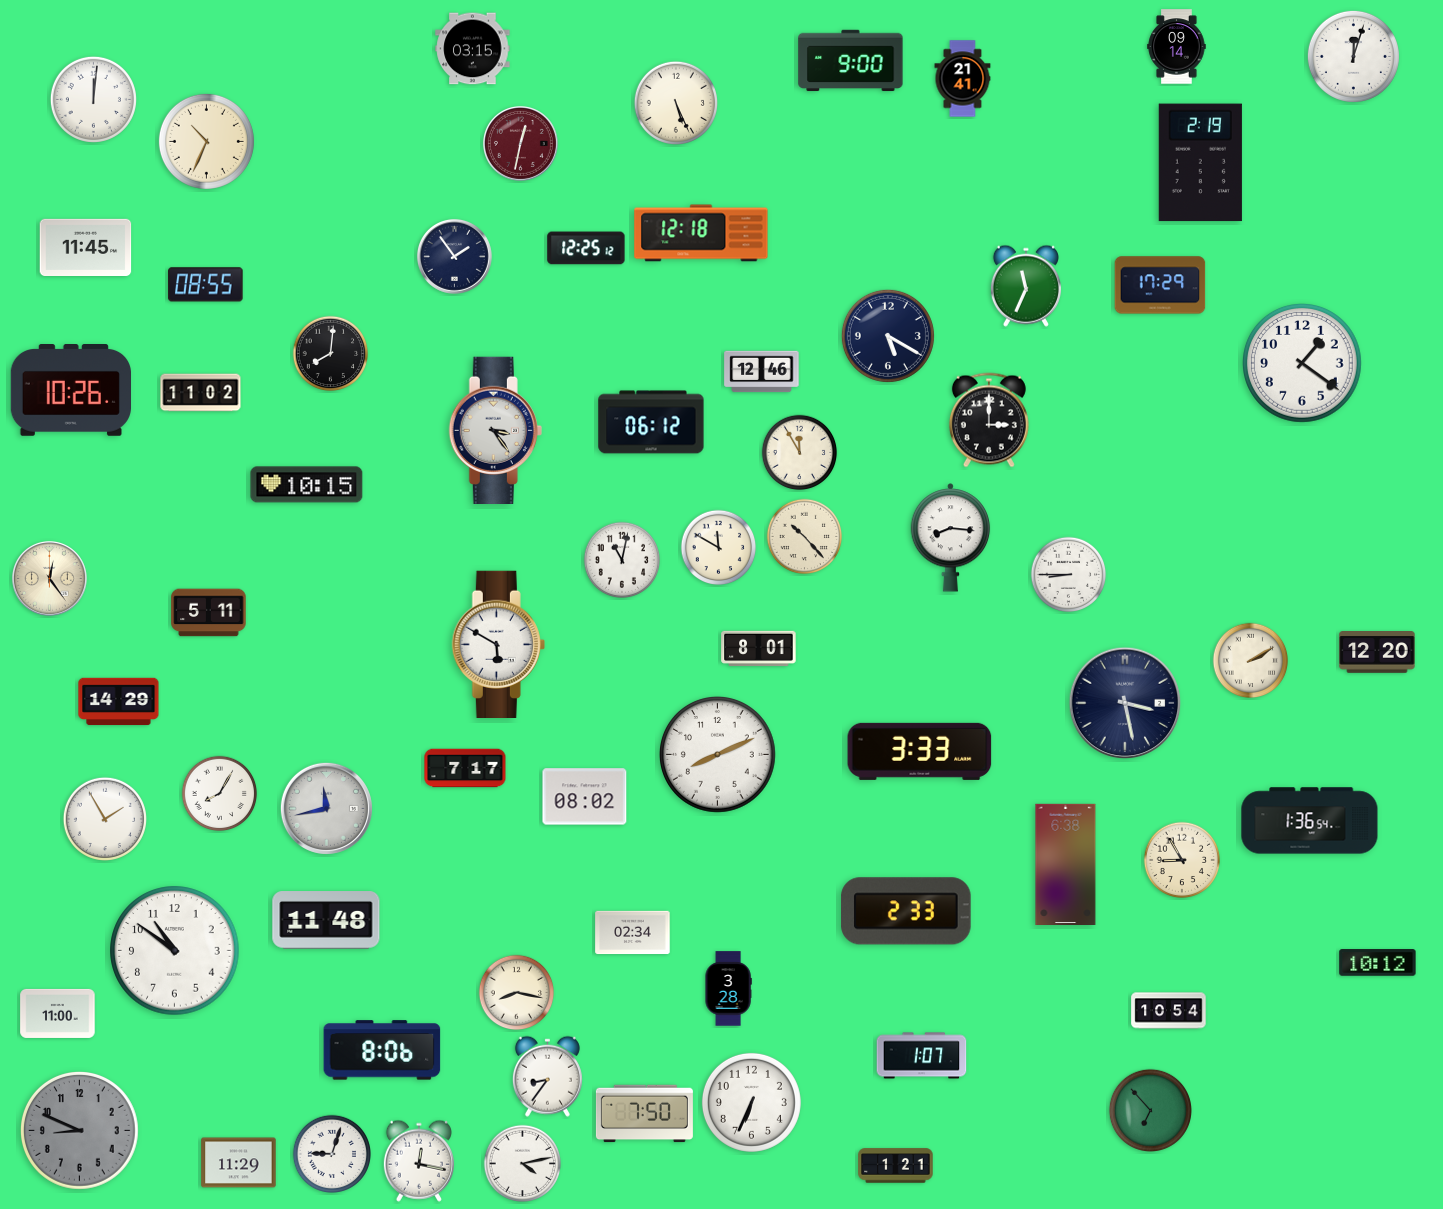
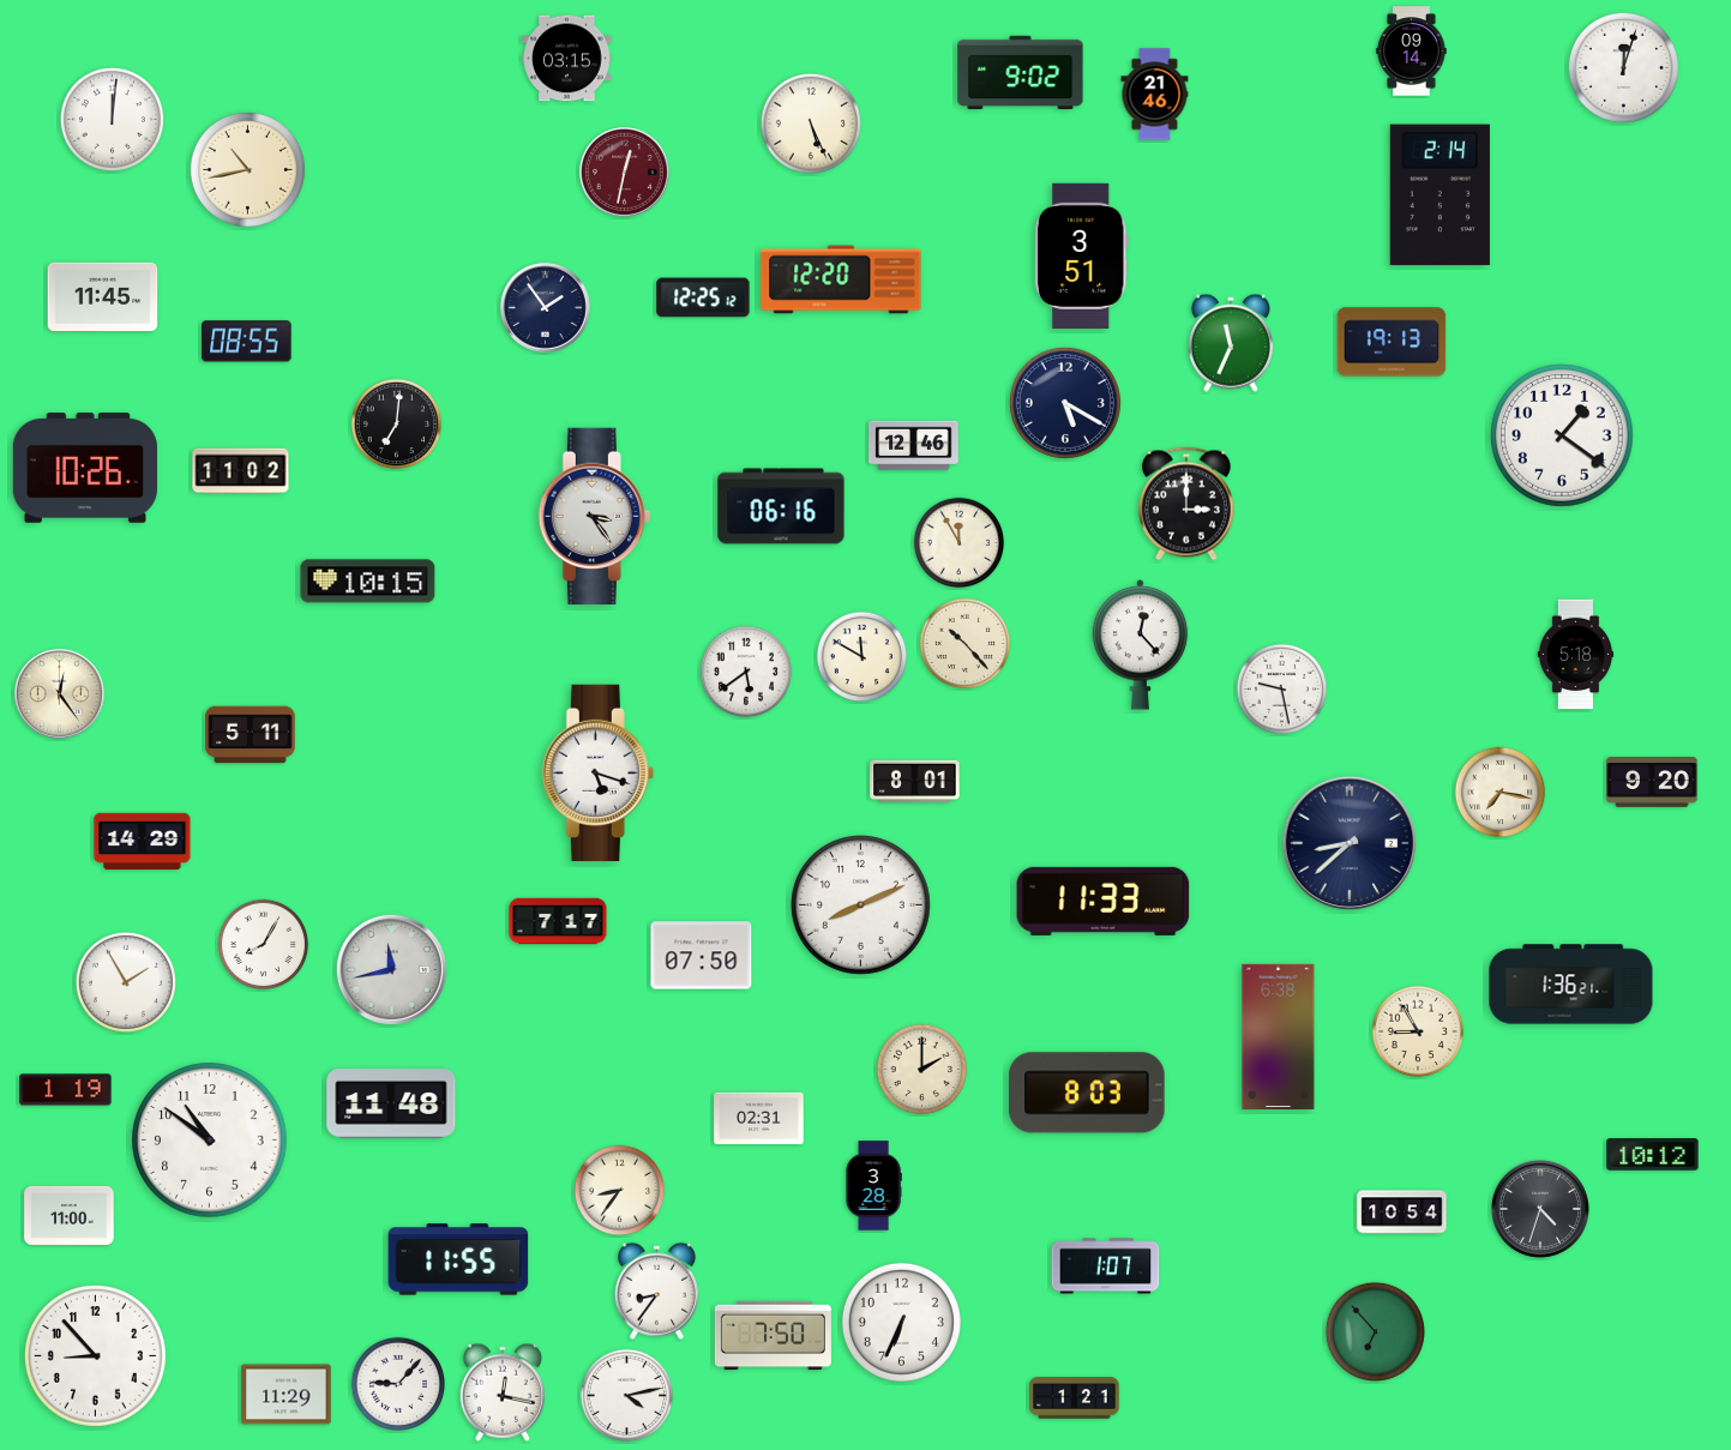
clock at (1177, 47) position: (1177, 47) -> (1412, 52)
clock at (851, 61): 9:00 -> 9:02
clock at (963, 79): 21:41 -> 21:46
clock at (206, 141): 10:34 -> 10:43
clock at (1200, 163): 2:19 -> 2:14
clock at (1081, 255): none -> 3:51
clock at (701, 233): 12:18 -> 12:20
clock at (1160, 285): 17:29 -> 19:13
clock at (331, 354): 8:01 -> 7:01
clock at (651, 422): 06:12 -> 06:16
clock at (951, 538): 8:16 -> 12:23
clock at (1576, 655): none -> 5:18
clock at (622, 560): 11:02 -> 5:39
clock at (1069, 575): 8:45 -> 9:28
clock at (498, 644): 5:50 -> 5:18
clock at (759, 649) position: (759, 649) -> (915, 782)
clock at (1377, 652): 12:20 -> 9:20
clock at (1251, 661): 2:10 -> 7:17
clock at (1125, 703): 3:28 -> 8:38
clock at (920, 751): 3:33 -> 11:33
clock at (220, 794) position: (220, 794) -> (264, 945)
clock at (585, 797): 08:02 -> 07:50
clock at (1310, 821): 1:36:54 -> 1:36:21
clock at (922, 1070): none -> 2:00
clock at (66, 1090): none -> 1:19
clock at (906, 911): 2:33 -> 8:03
clock at (633, 933): 02:34 -> 02:31
clock at (517, 993): 8:17 -> 8:36
clock at (1540, 1209): none -> 4:33
clock at (382, 1050): 8:06 -> 11:55
clock at (1150, 1110) position: (1150, 1110) -> (1375, 1331)
clock at (80, 1131): 8:49 -> 8:53
clock at (80, 1131) dial: grey -> white
clock at (331, 1153): 9:03 -> 9:07
